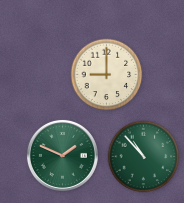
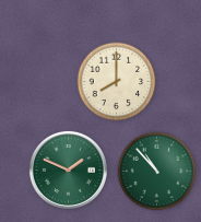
clock at (107, 75): 9:00 -> 8:00
